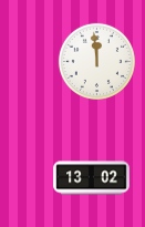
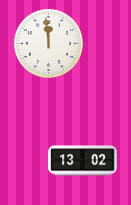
clock at (96, 61) position: (96, 61) -> (48, 43)
